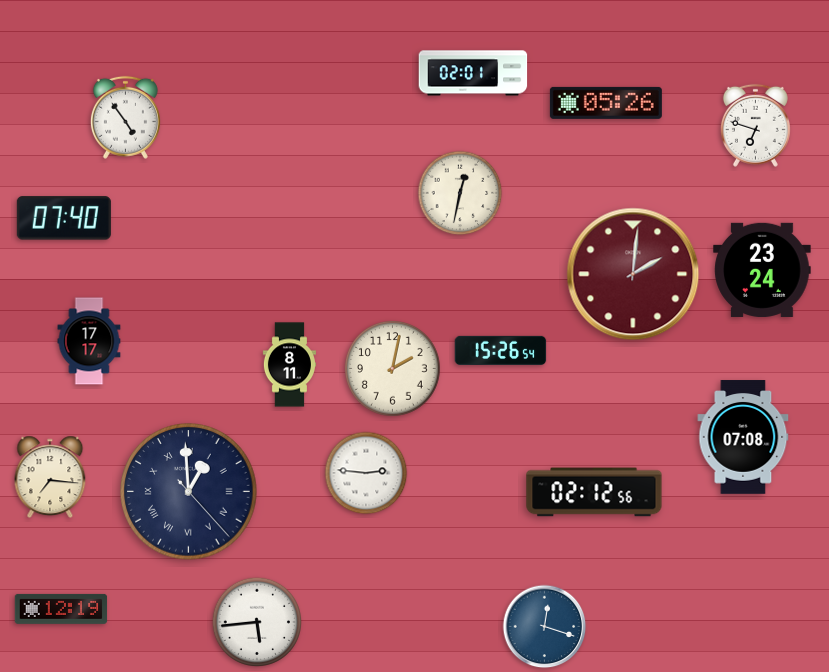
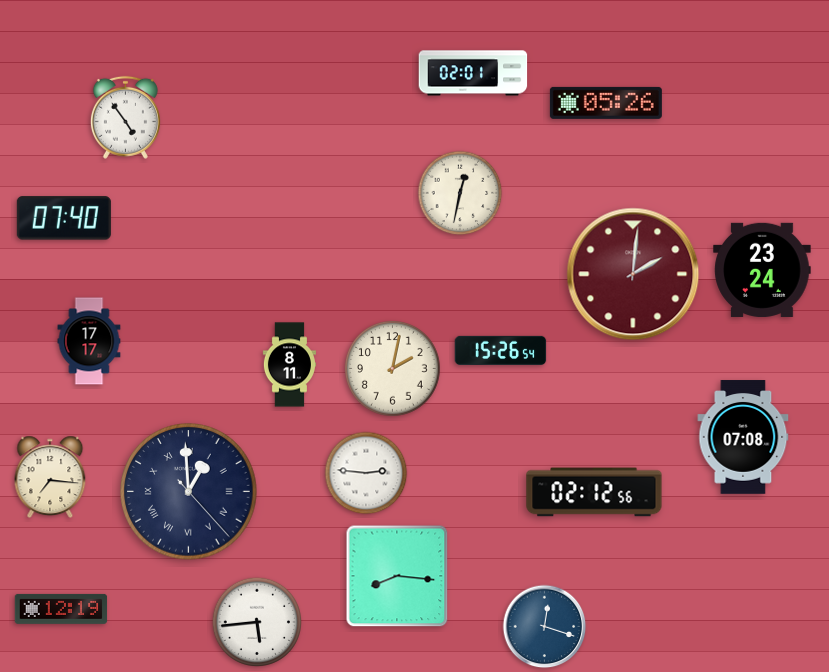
clock at (755, 125): 6:48 -> none
clock at (397, 576): none -> 8:16
